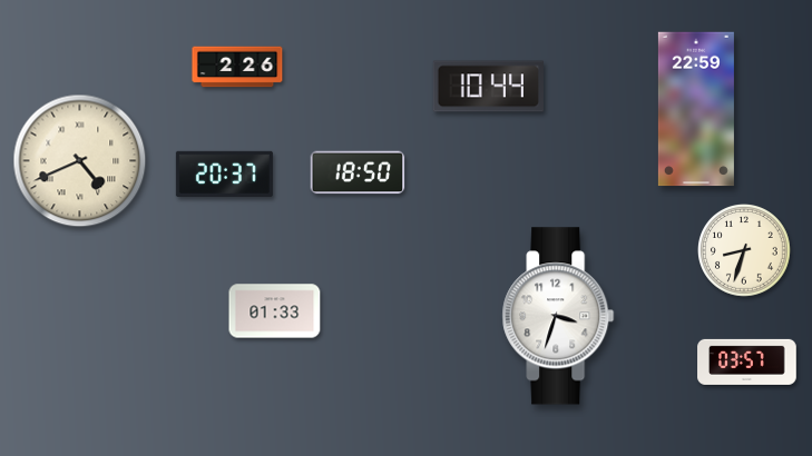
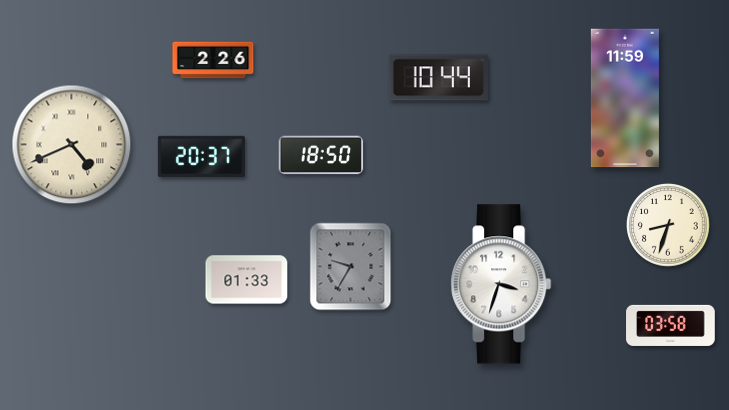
clock at (696, 109): 22:59 -> 11:59
clock at (351, 267): none -> 9:35
clock at (747, 361): 03:57 -> 03:58
